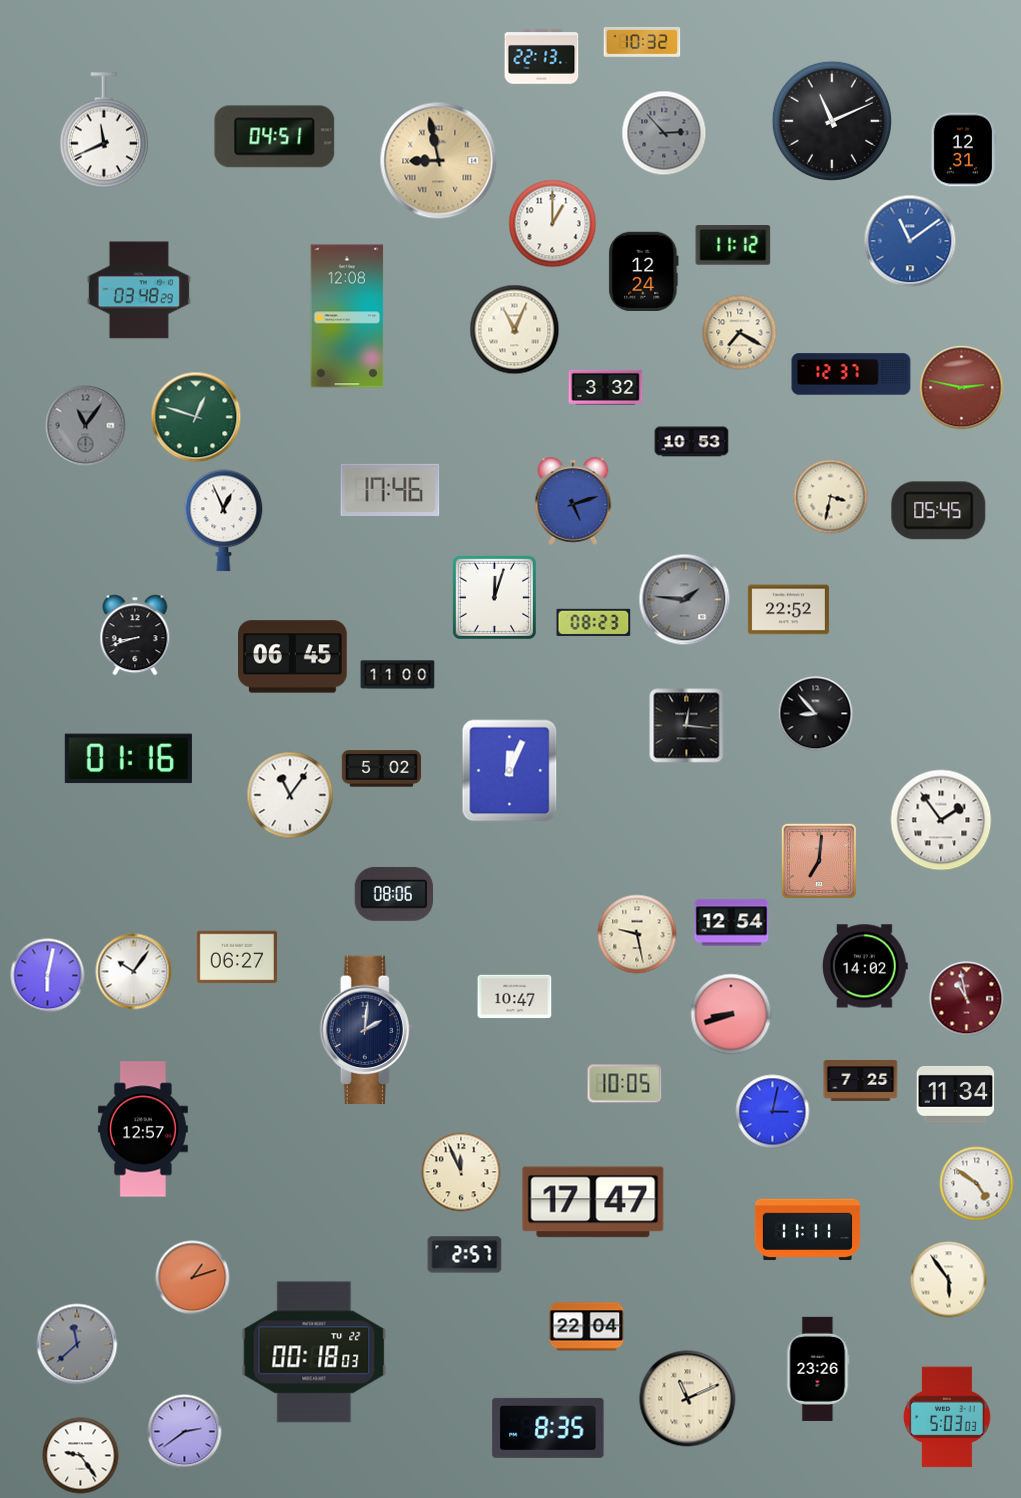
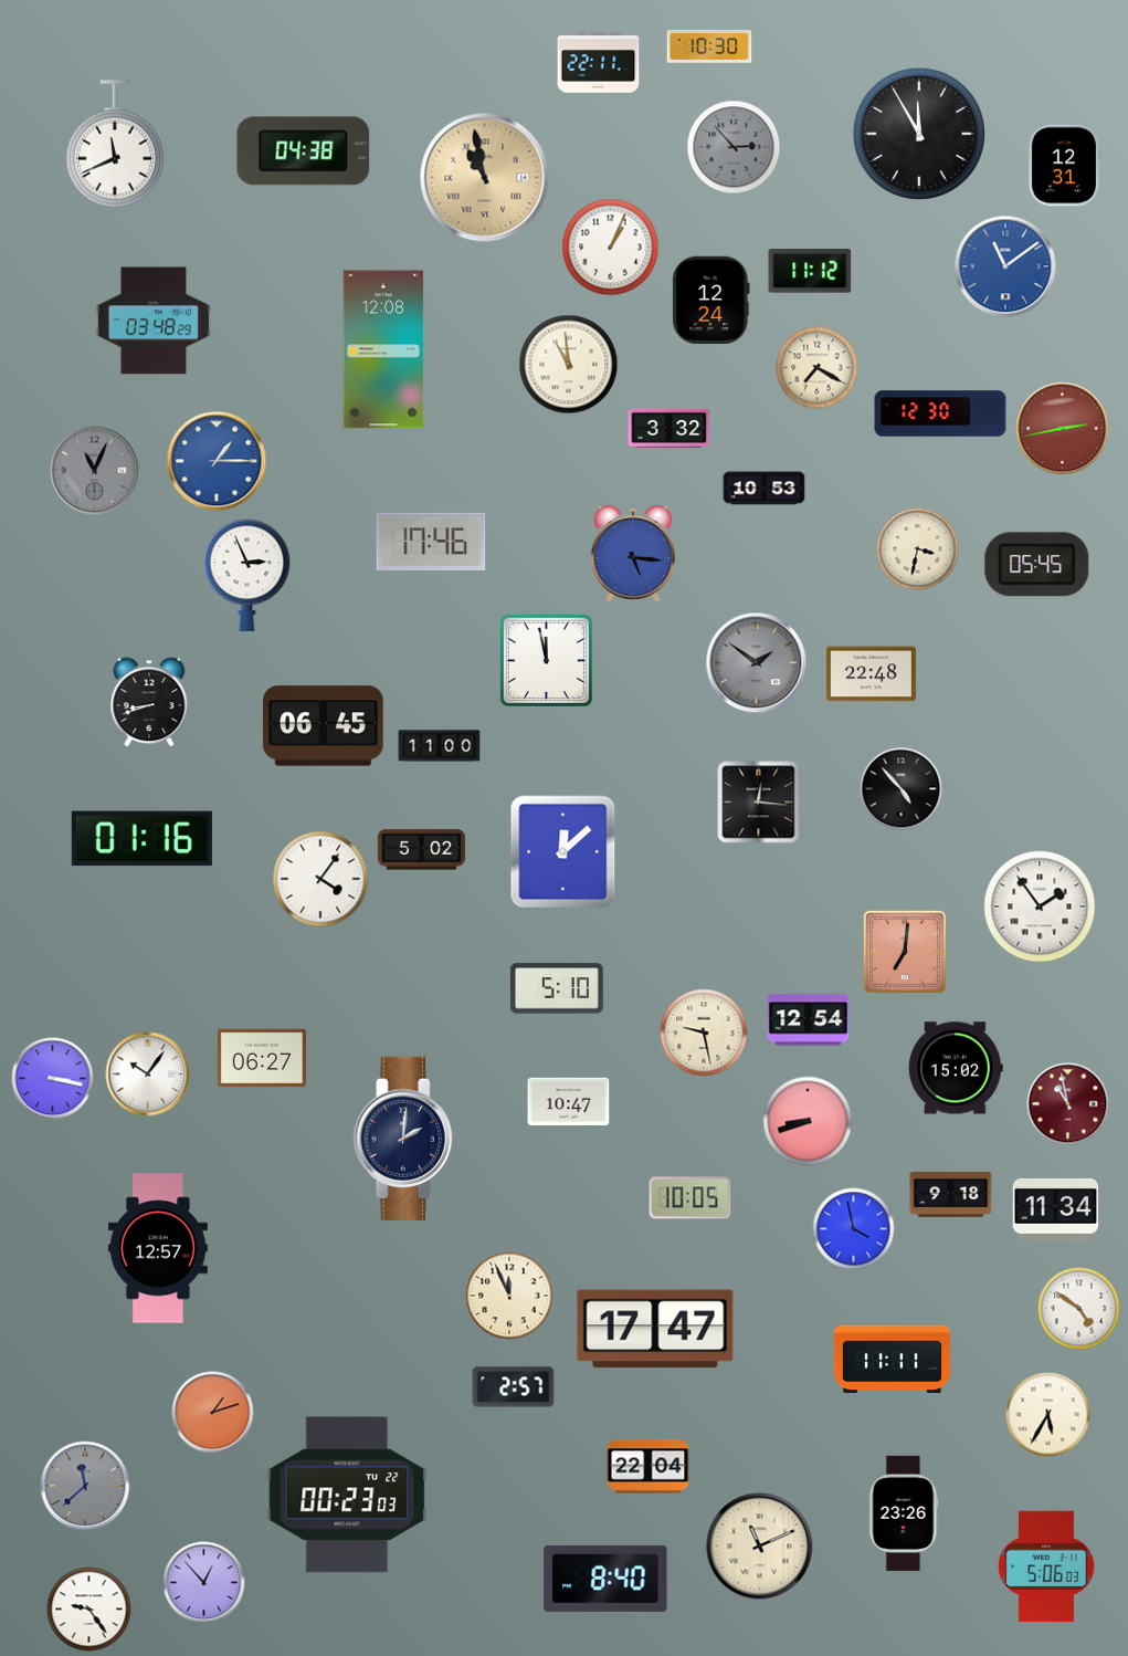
clock at (642, 42): 10:32 -> 10:30
clock at (542, 57): 22:13 -> 22:11
clock at (832, 121): 11:11 -> 11:55
clock at (275, 137): 04:51 -> 04:38
clock at (439, 161): 8:58 -> 10:58
clock at (553, 224): 1:00 -> 1:04
clock at (515, 330): 11:04 -> 10:59
clock at (851, 374): 12:37 -> 12:30
clock at (962, 388): 2:47 -> 2:43
clock at (196, 417): 12:48 -> 1:15
clock at (196, 417) dial: green -> blue
clock at (86, 426): 11:06 -> 11:04
clock at (573, 501): 5:12 -> 5:16
clock at (224, 521): 12:56 -> 2:56
clock at (494, 597): 12:03 -> 11:58
clock at (685, 600): 1:46 -> 1:51
clock at (788, 610): 22:52 -> 22:48
clock at (594, 622): 08:23 -> none
clock at (816, 714): 8:53 -> 4:53
clock at (510, 771): 12:04 -> 12:08
clock at (290, 795): 11:06 -> 4:06
clock at (393, 894): 08:06 -> none
clock at (557, 988): none -> 5:10
clock at (865, 966): 14:02 -> 15:02
clock at (48, 976): 6:02 -> 3:17
clock at (861, 1080): 7:25 -> 9:18
clock at (773, 1112): 3:02 -> 3:58
clock at (949, 1280): 5:54 -> 5:35
clock at (314, 1352): 00:18 -> 00:23
clock at (947, 1417): 5:03 -> 5:06
clock at (548, 1428): 8:35 -> 8:40
clock at (185, 1432): 2:39 -> 12:53
